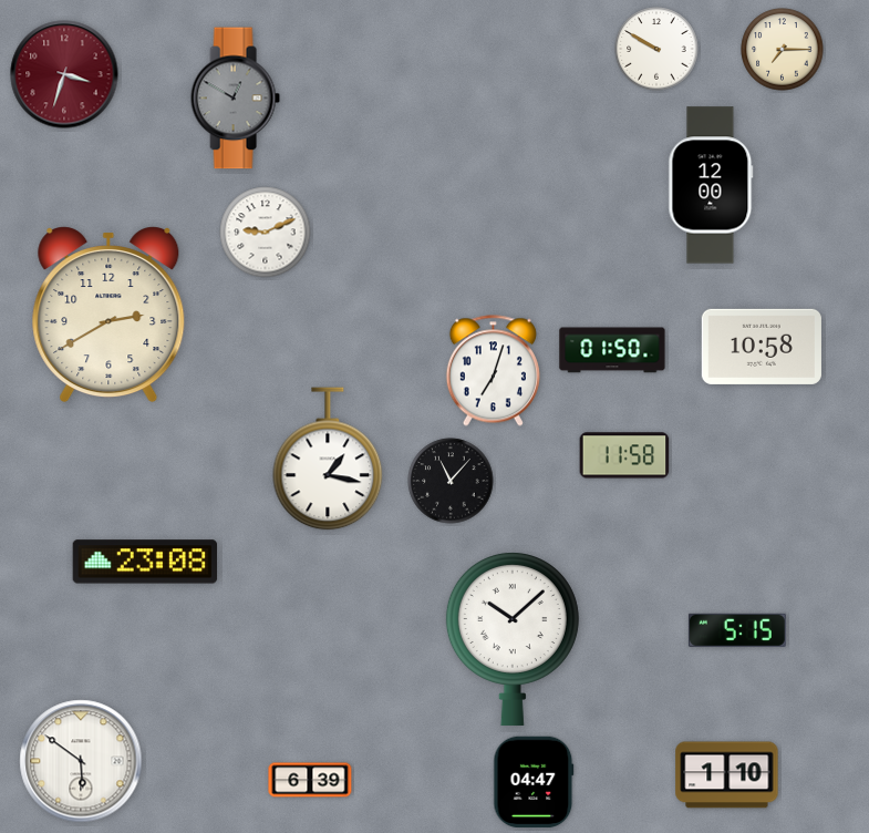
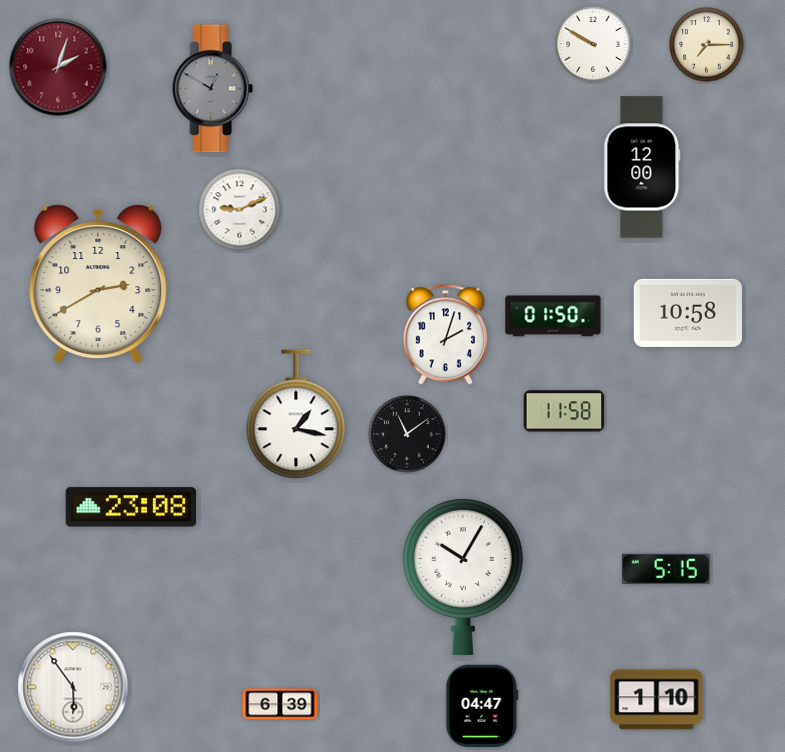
clock at (64, 74): 3:33 -> 2:03
clock at (493, 371): 7:03 -> 2:03
clock at (451, 481): 11:07 -> 11:09
clock at (513, 639): 10:08 -> 10:05
clock at (81, 761): 5:51 -> 5:54
